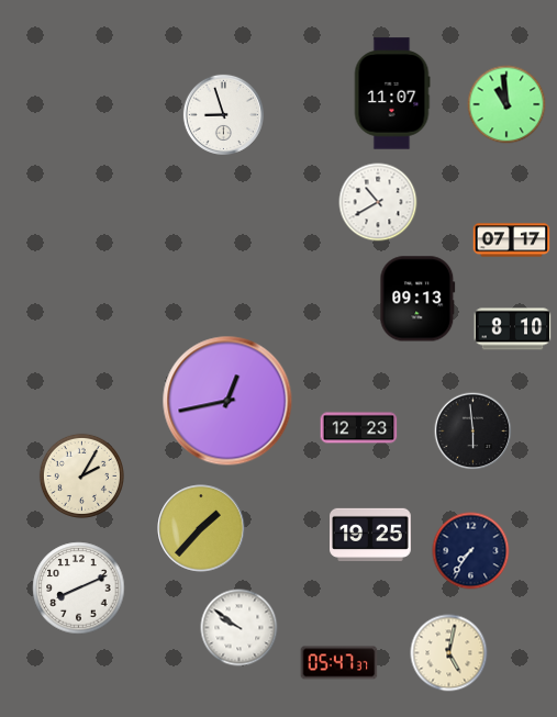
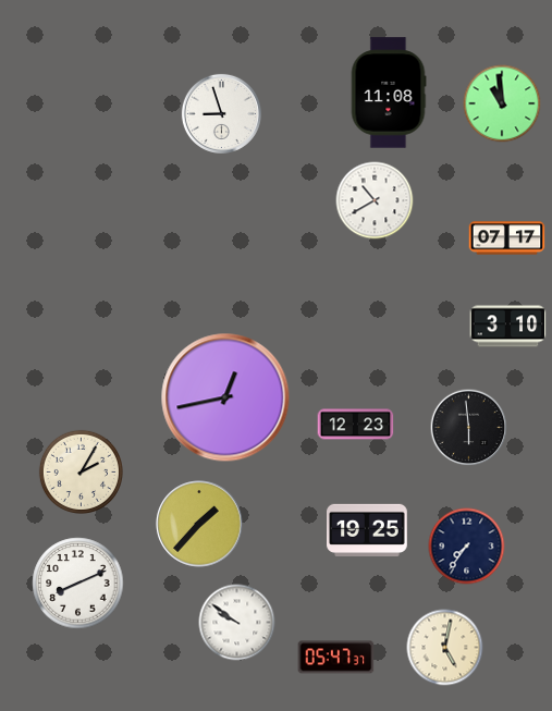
clock at (392, 93): 11:07 -> 11:08
clock at (417, 299): 09:13 -> none
clock at (513, 329): 8:10 -> 3:10
